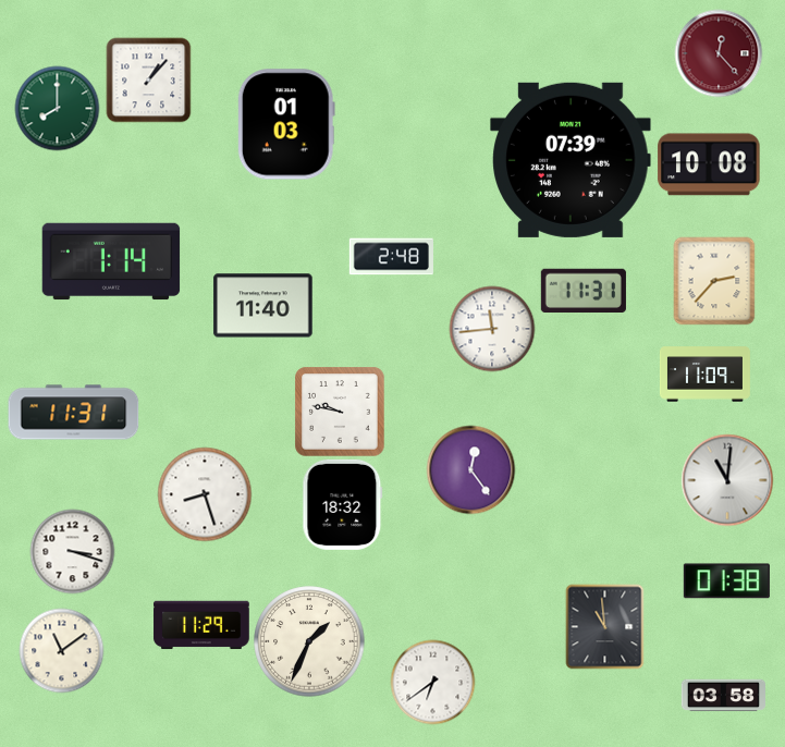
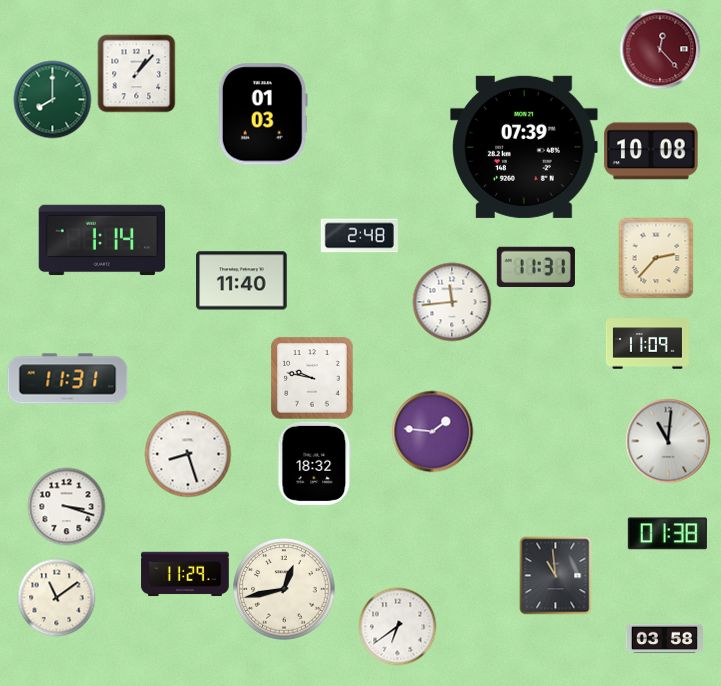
clock at (470, 469): 12:24 -> 1:46
clock at (309, 641): 1:34 -> 12:43
